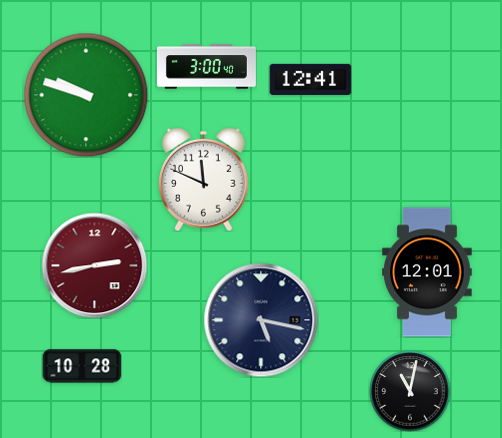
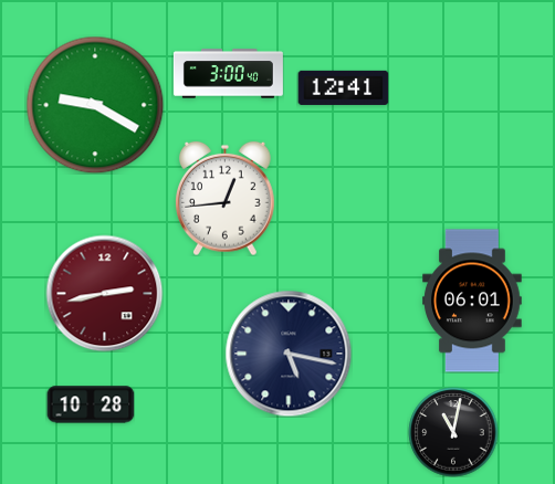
clock at (86, 95): 9:48 -> 9:20
clock at (204, 179): 11:49 -> 12:44
clock at (427, 272): 12:01 -> 06:01
